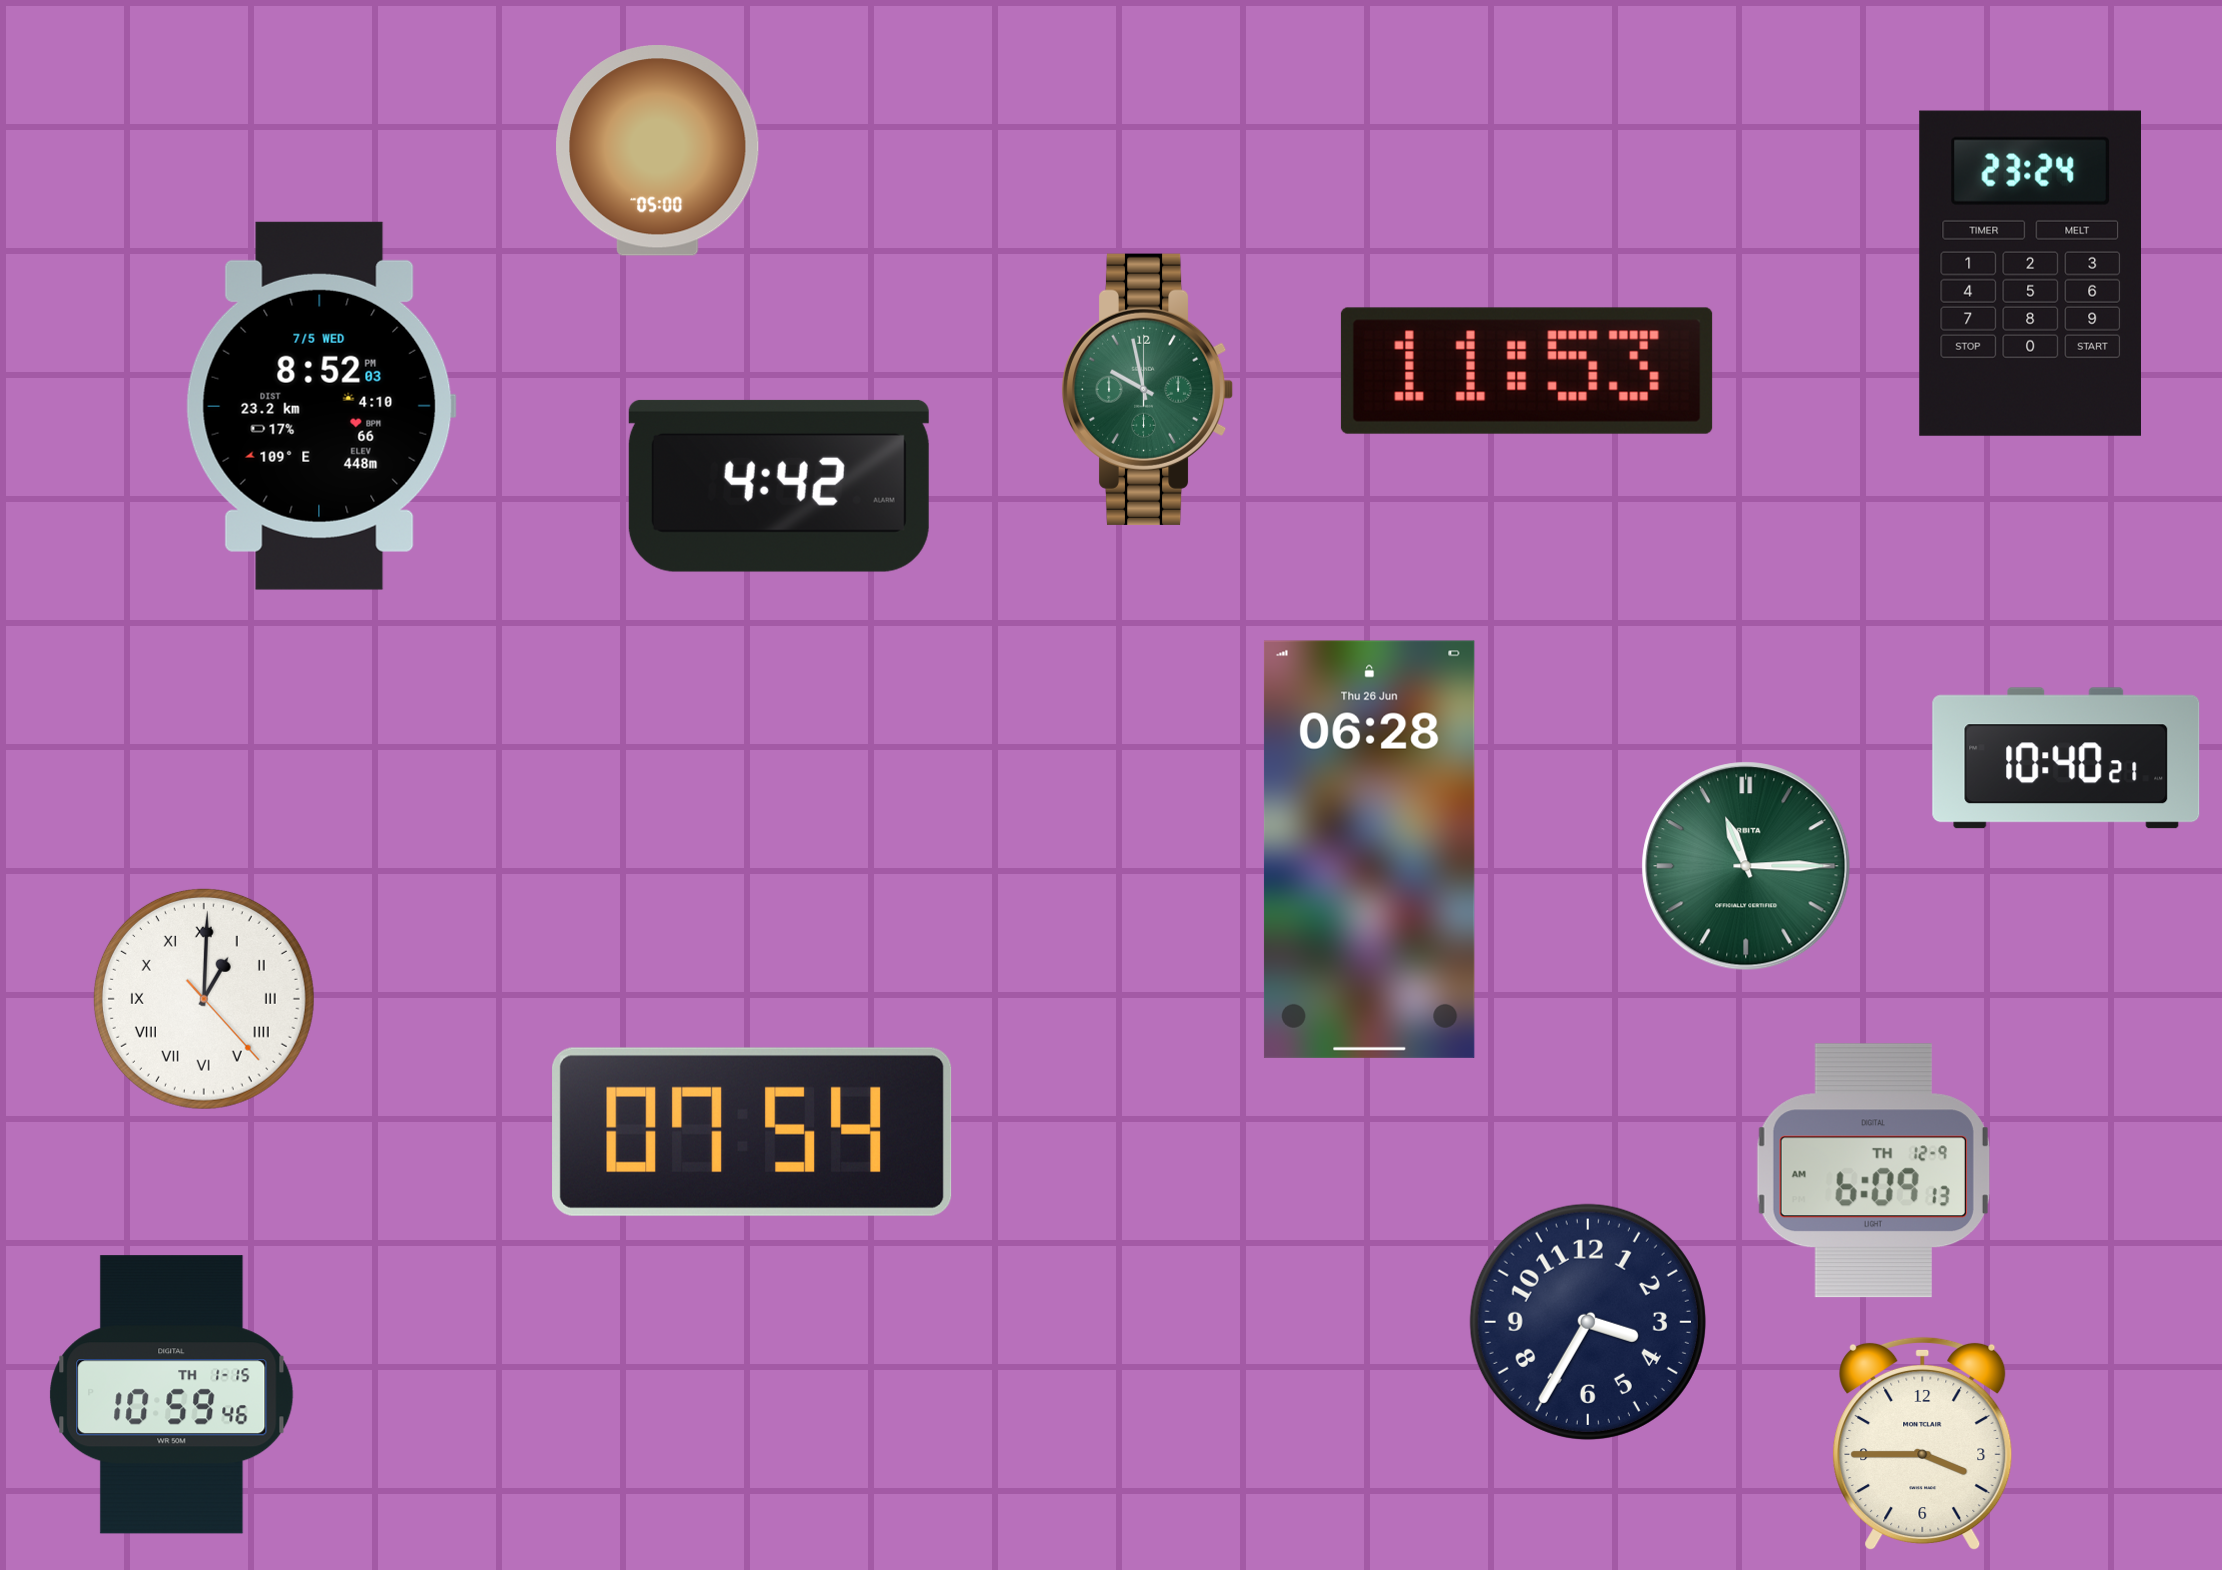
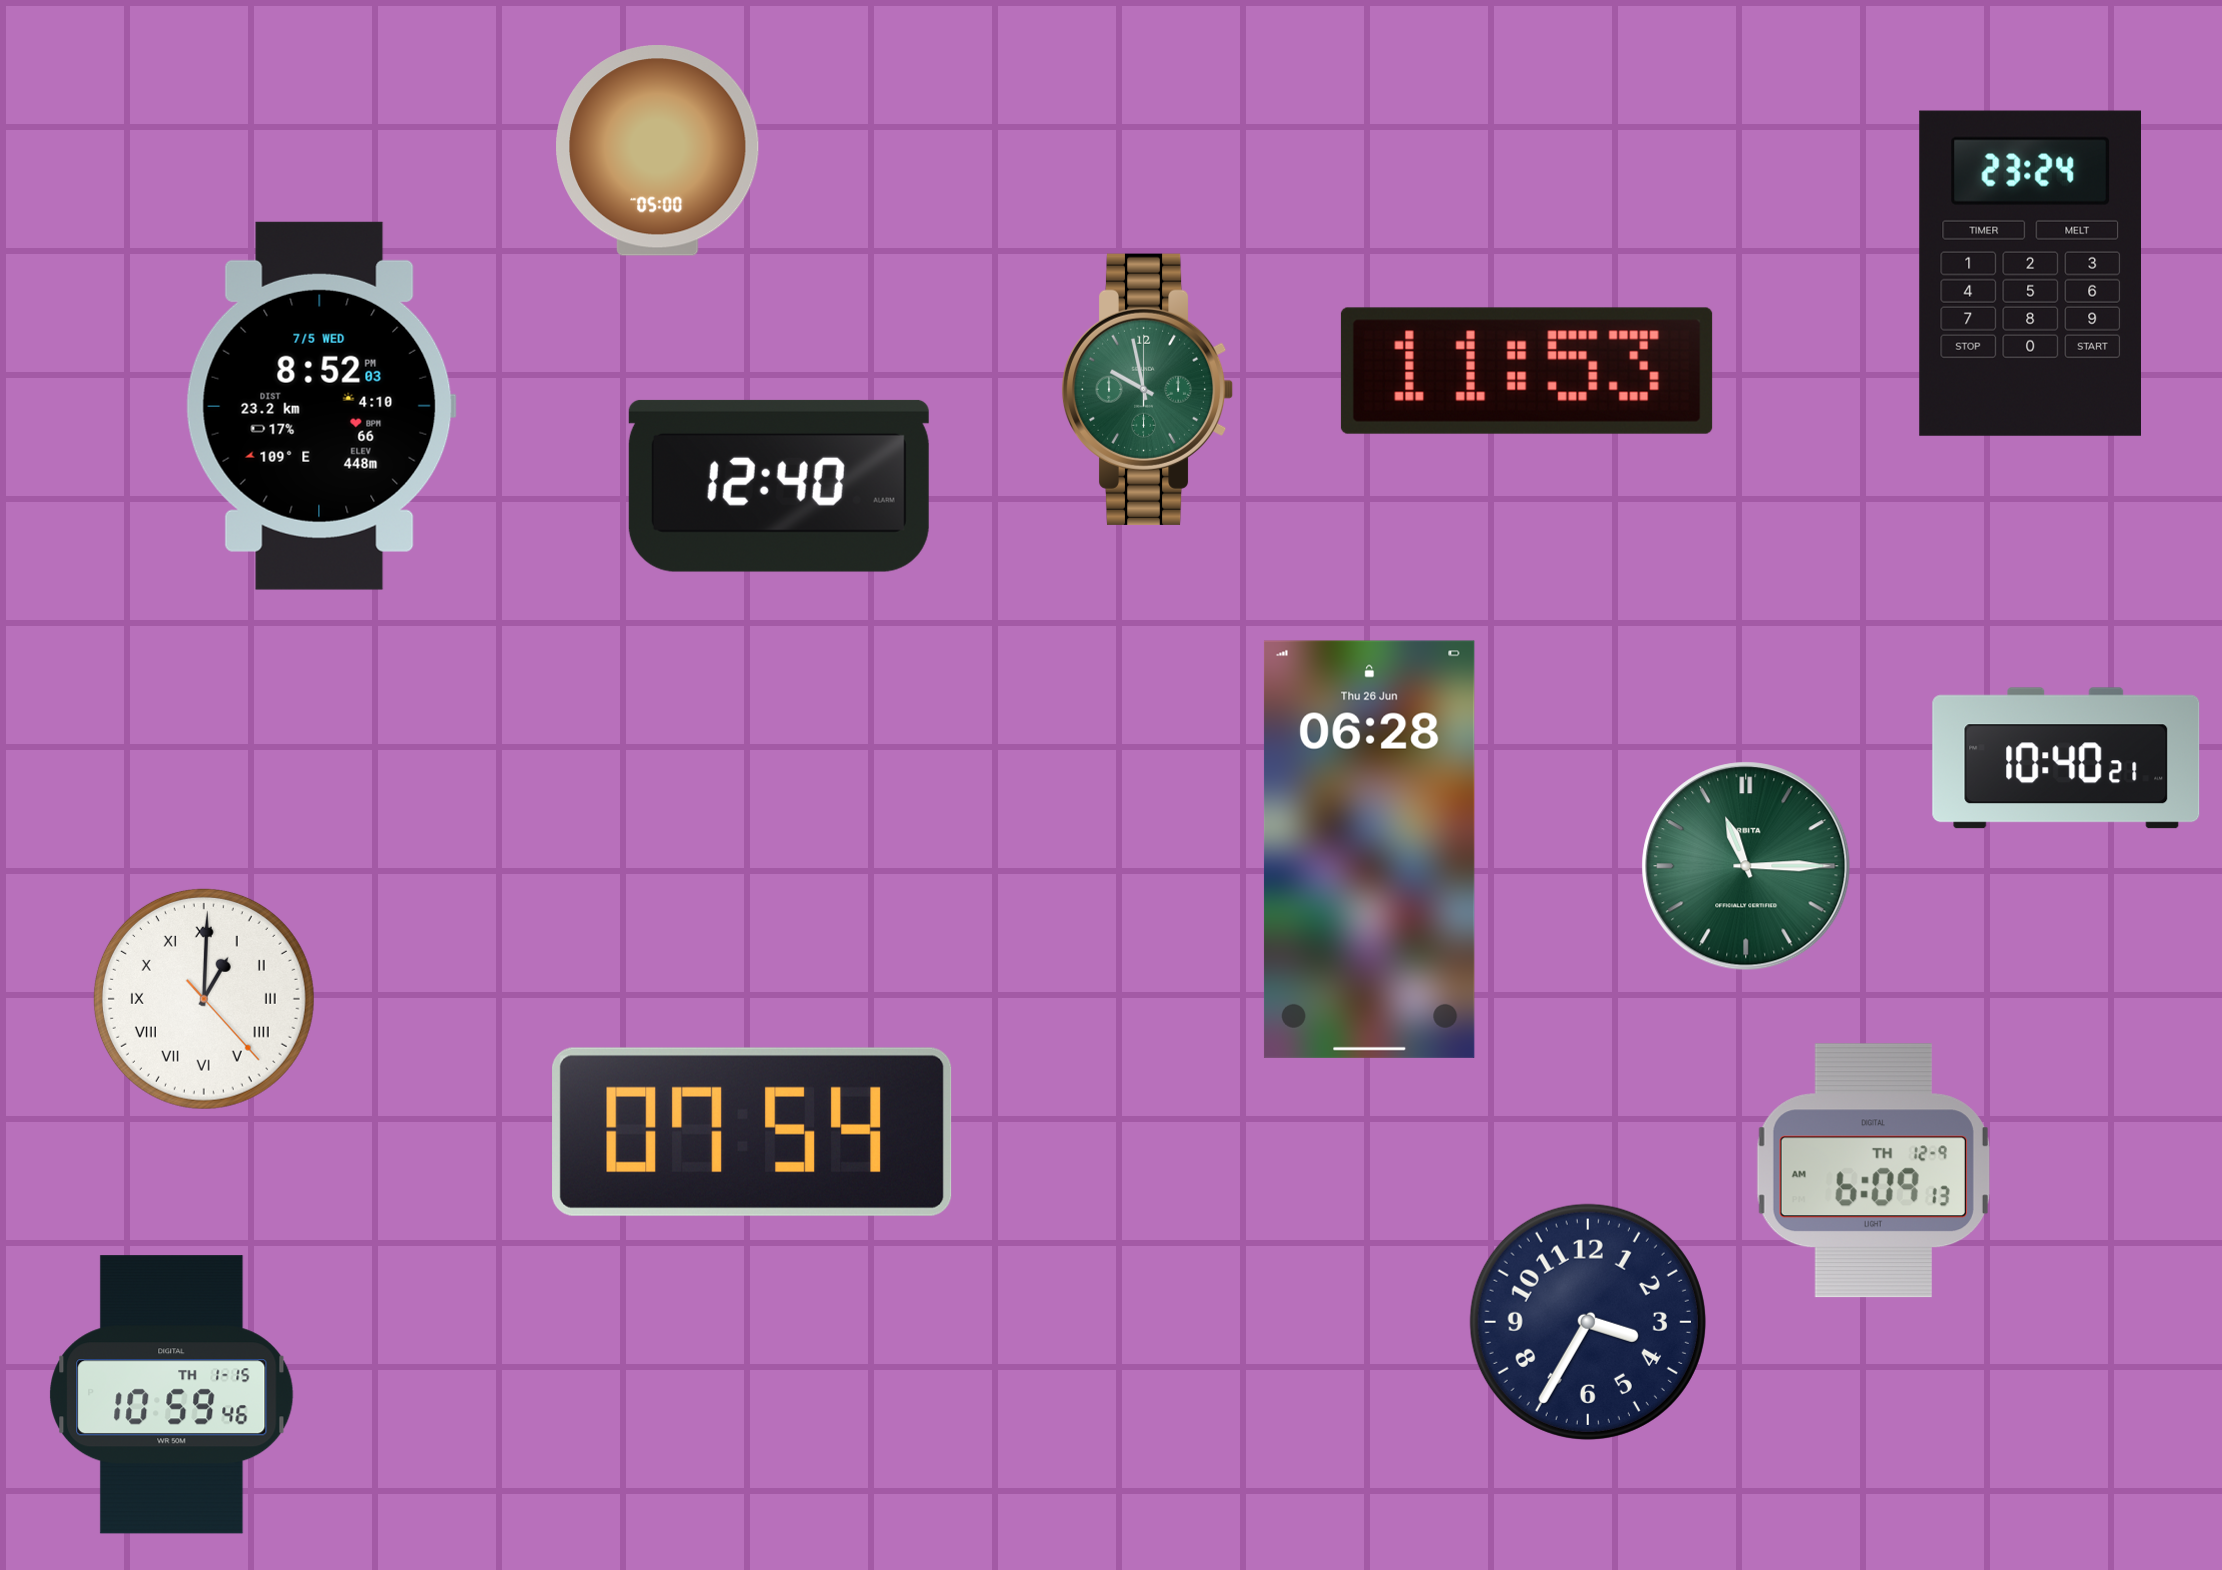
clock at (779, 486): 4:42 -> 12:40
clock at (1923, 1444): 3:45 -> none
